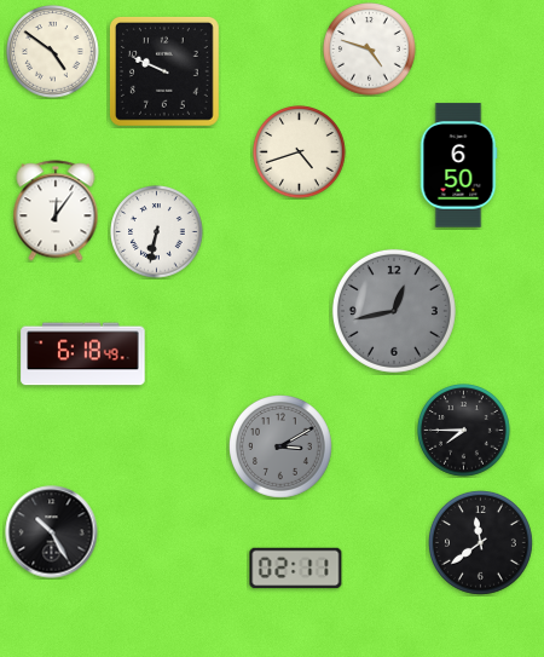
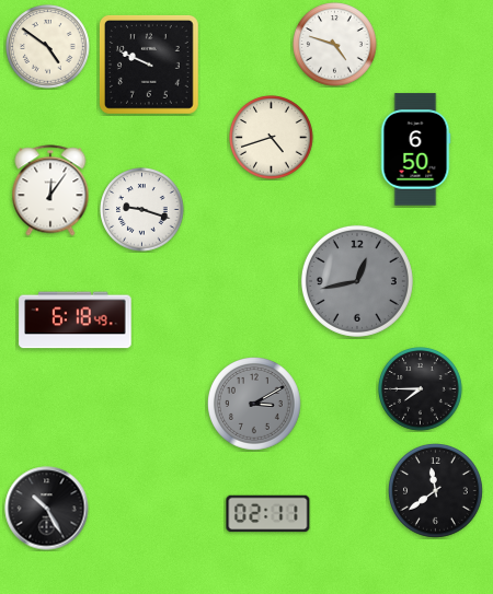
clock at (157, 232): 6:32 -> 9:18
clock at (52, 532) position: (52, 532) -> (47, 509)
